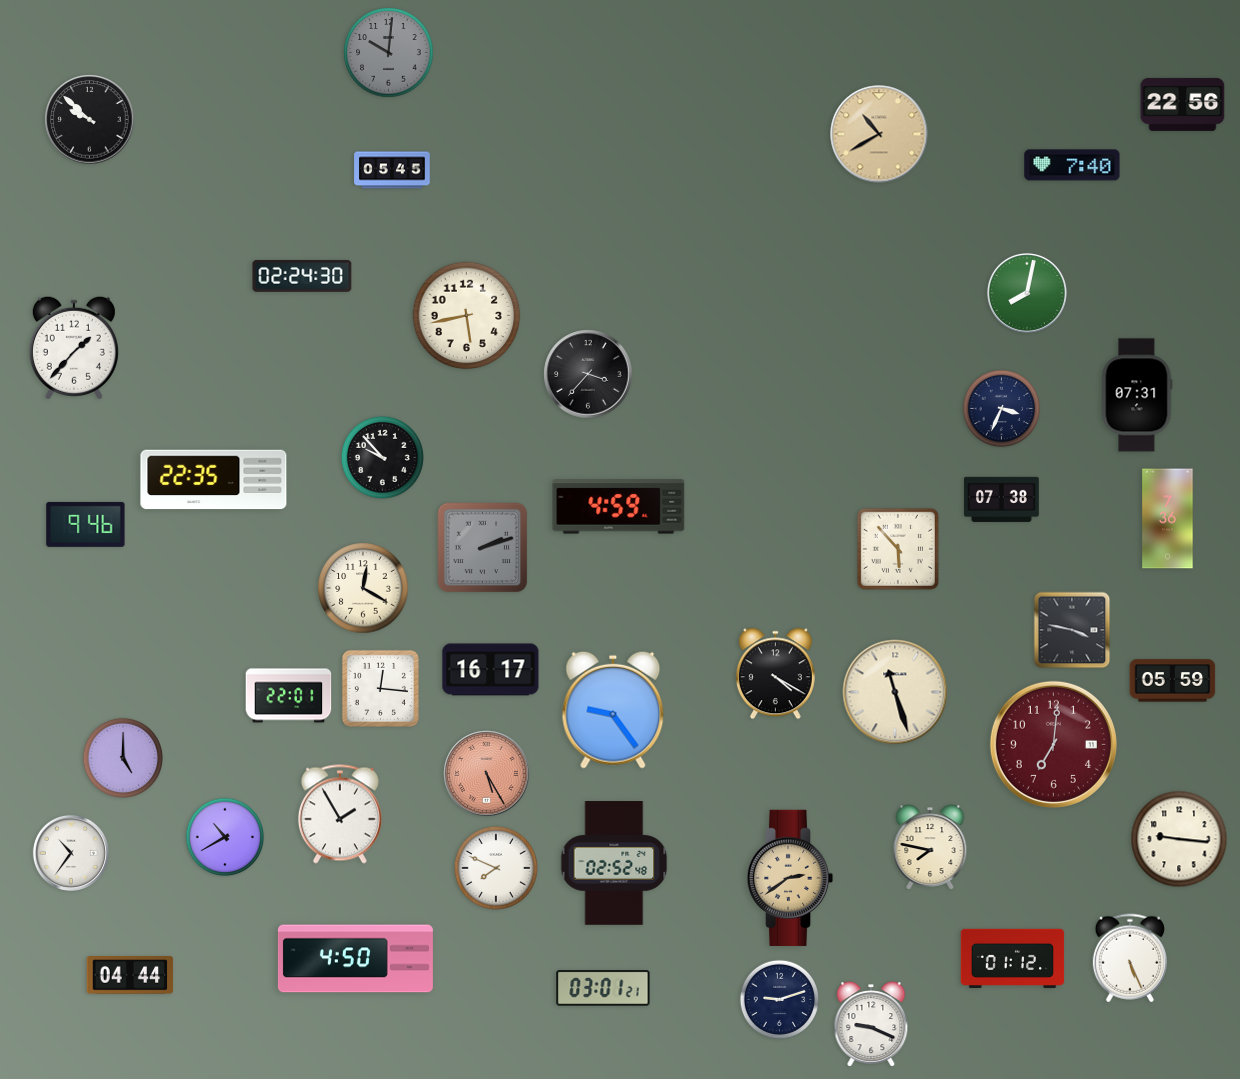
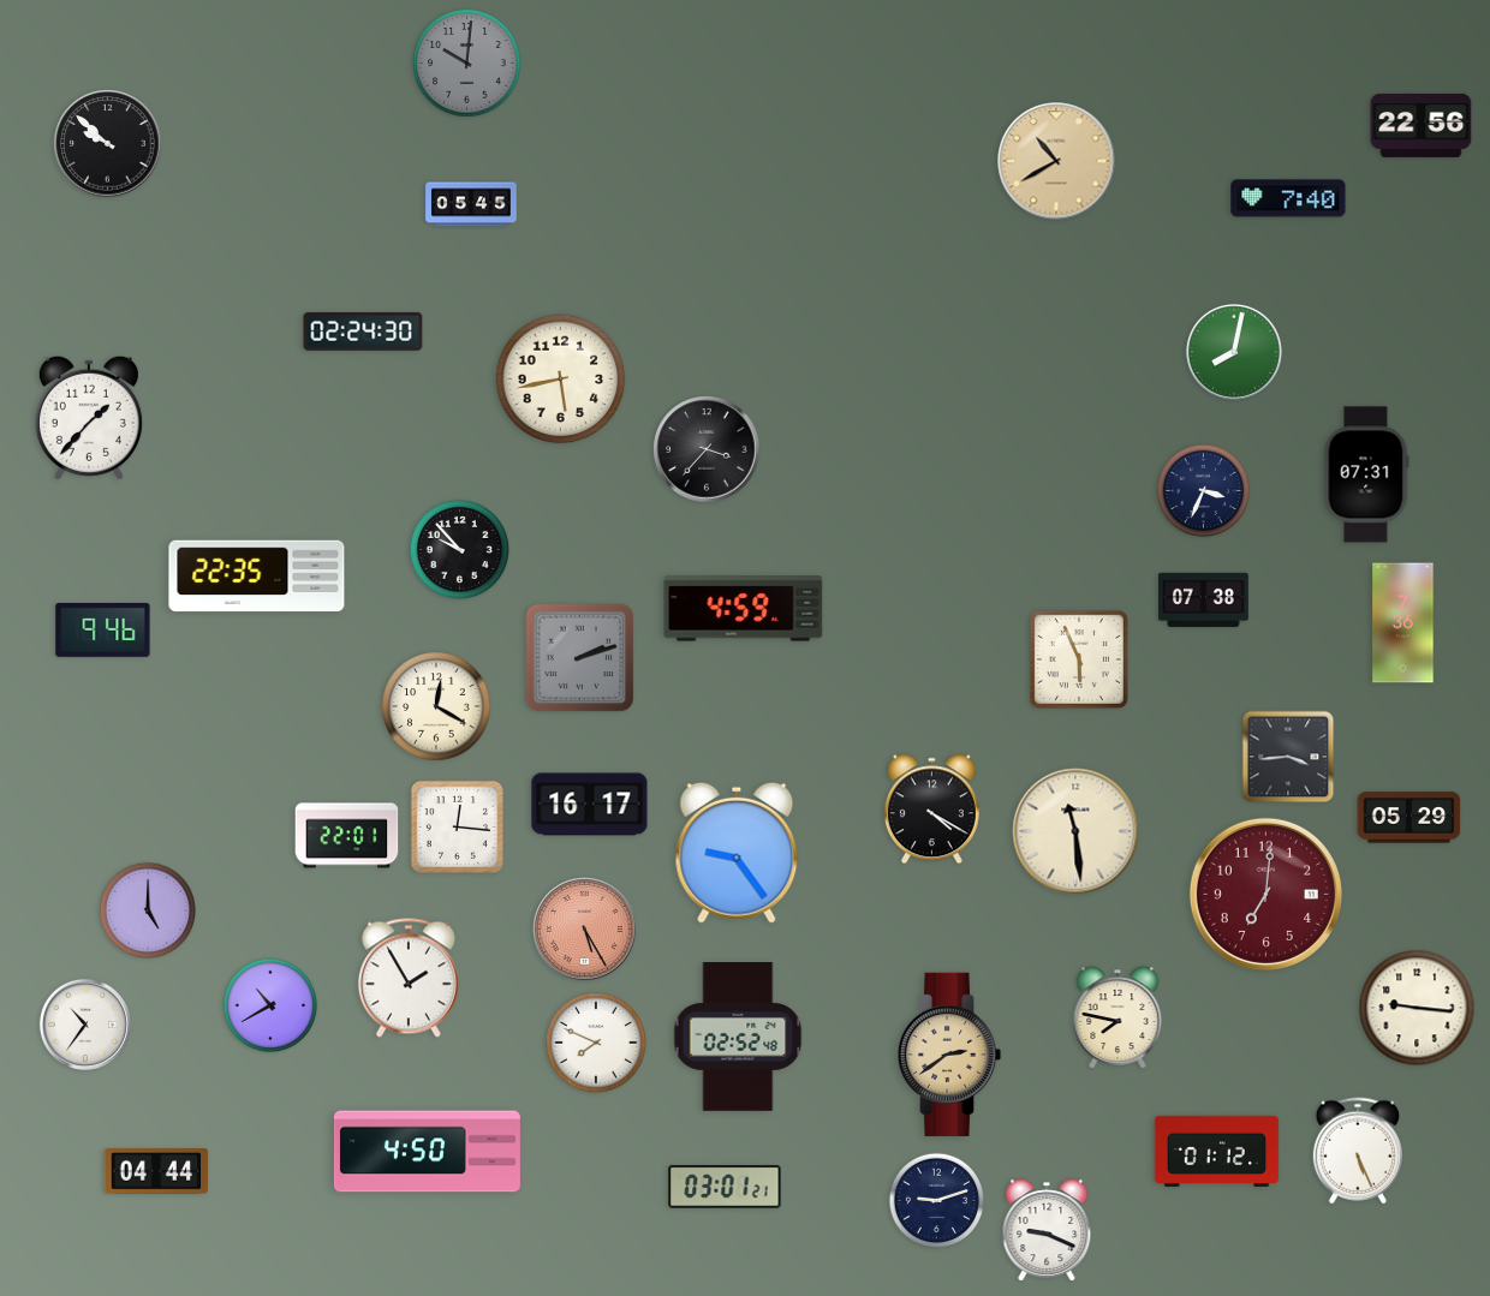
clock at (898, 549): 5:53 -> 5:56
clock at (1072, 630): 3:47 -> 3:44
clock at (1173, 681): 05:59 -> 05:29
clock at (895, 692): 11:27 -> 11:29
